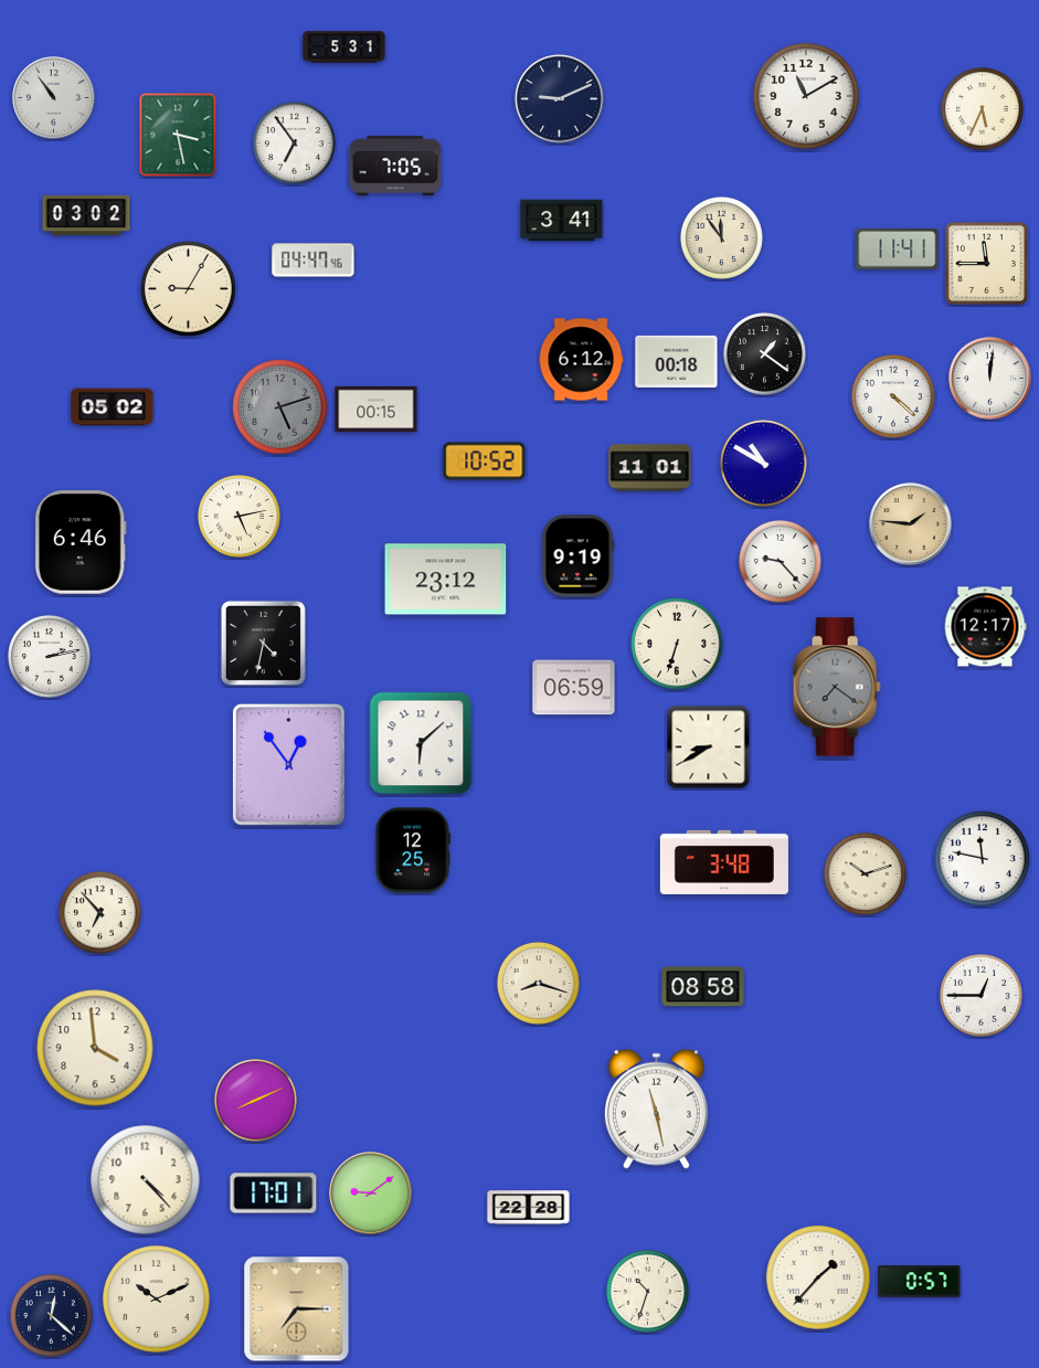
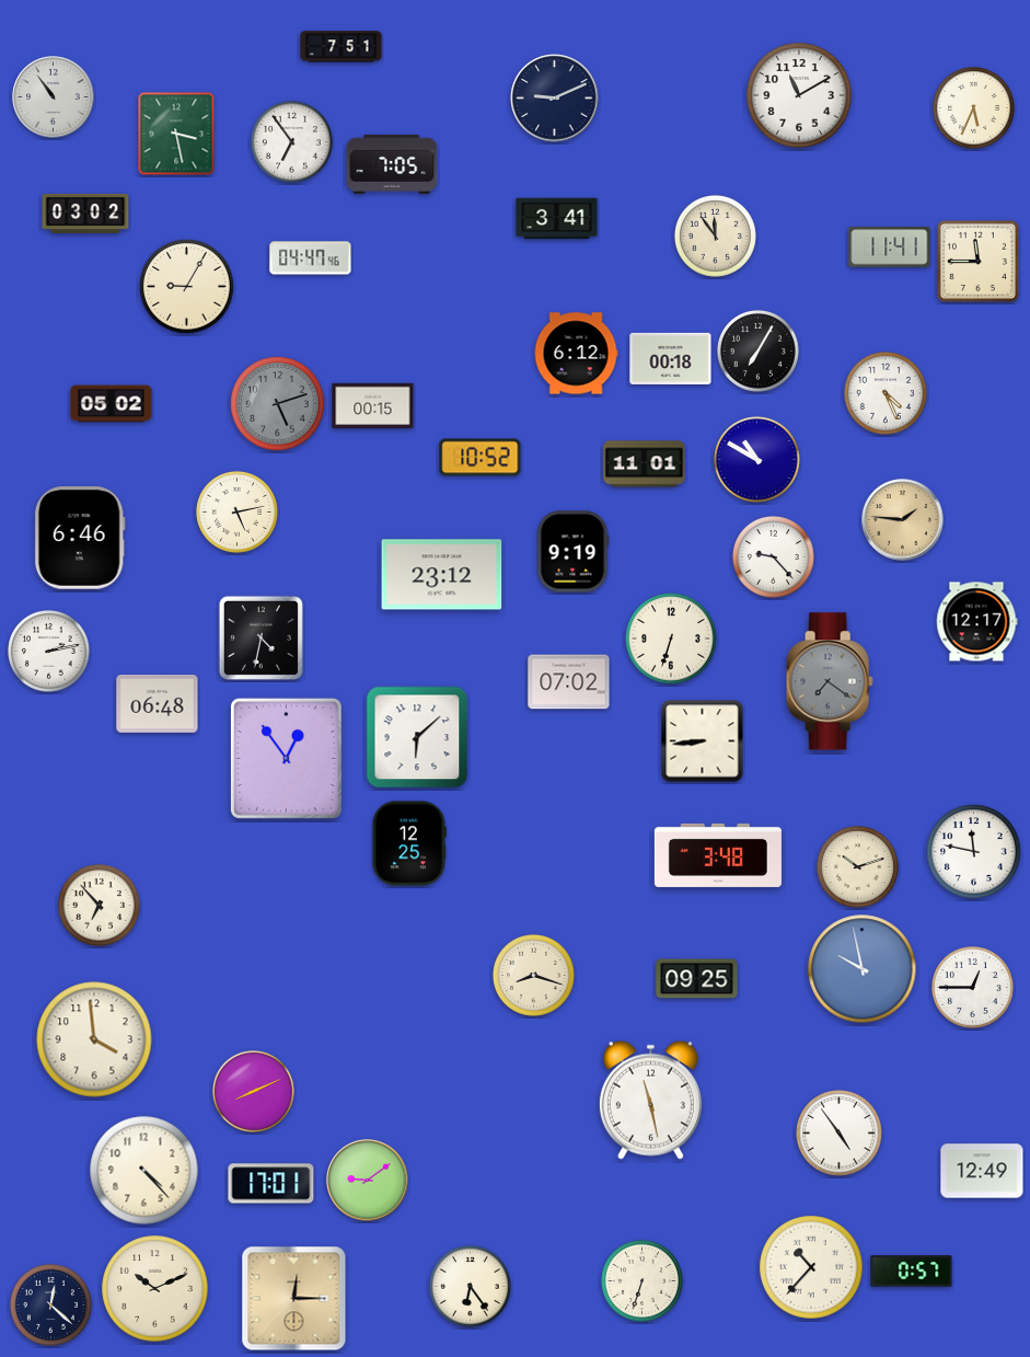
clock at (344, 47): 5:31 -> 7:51
clock at (765, 354): 1:21 -> 7:05
clock at (581, 360) position: (581, 360) -> (576, 354)
clock at (990, 379): 12:01 -> none
clock at (894, 397): 4:22 -> 4:26
clock at (574, 688): 06:59 -> 07:02
clock at (158, 704): none -> 06:48
clock at (709, 747): 8:40 -> 8:44
clock at (863, 969): none -> 9:58
clock at (703, 987): 08:58 -> 09:25
clock at (840, 1134): none -> 4:54
clock at (982, 1171): none -> 12:49
clock at (371, 1194) position: (371, 1194) -> (368, 1181)
clock at (529, 1208): 22:28 -> none
clock at (818, 1277): 1:37 -> 10:37
clock at (648, 1292): 10:33 -> 6:33
clock at (471, 1287): none -> 6:24
clock at (297, 1309): 7:15 -> 12:15
